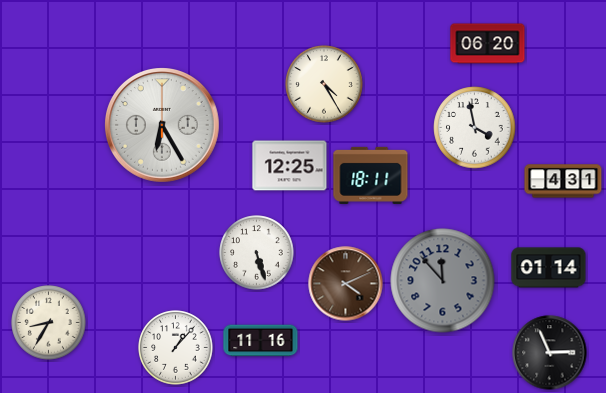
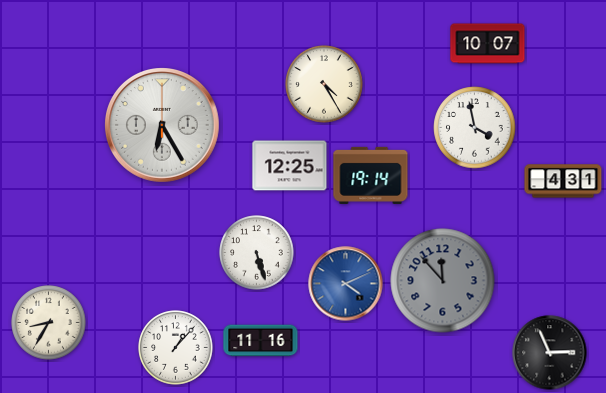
clock at (488, 44): 06:20 -> 10:07
clock at (371, 175): 18:11 -> 19:14
clock at (549, 268): 01:14 -> none
clock at (346, 284) dial: brown -> blue
